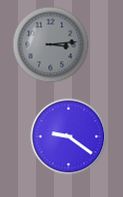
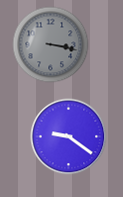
clock at (51, 45): 3:14 -> 3:17
